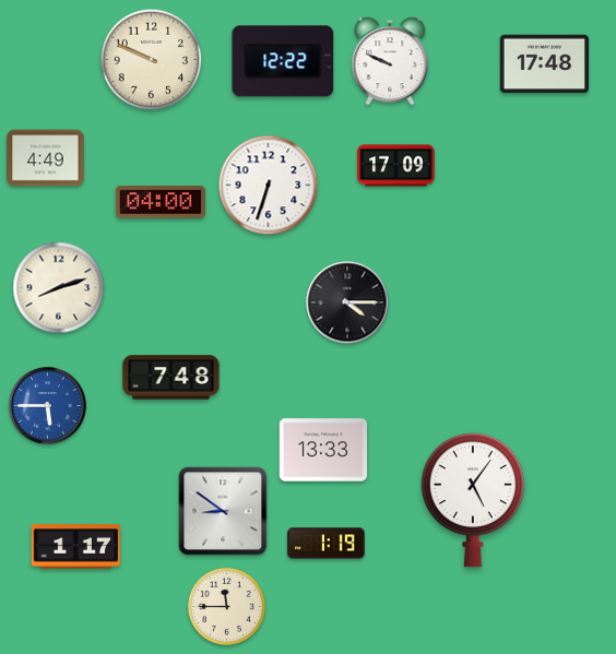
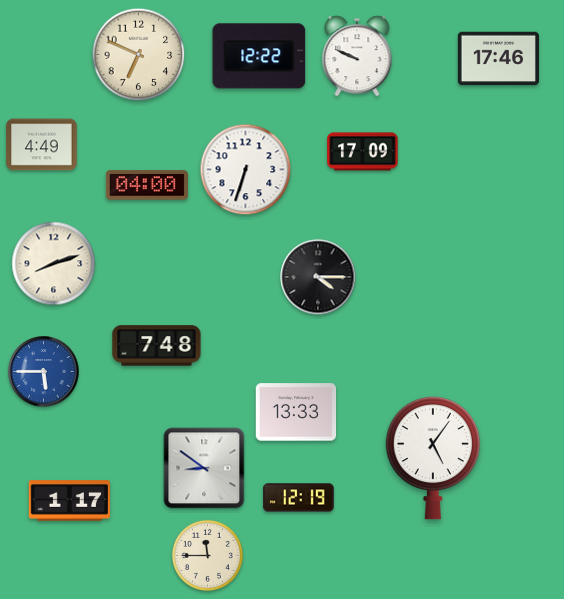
clock at (152, 60): 9:49 -> 6:49
clock at (544, 64): 17:48 -> 17:46
clock at (327, 544): 1:19 -> 12:19
